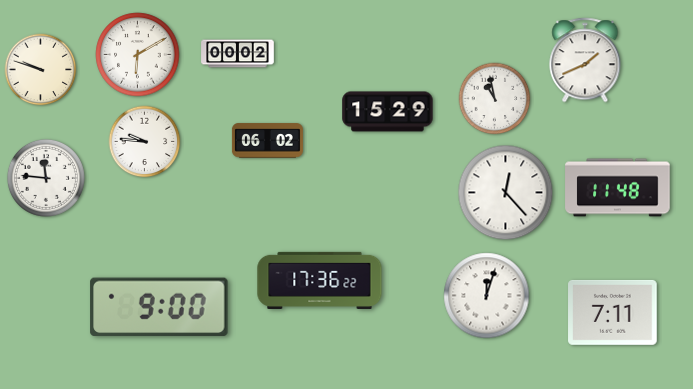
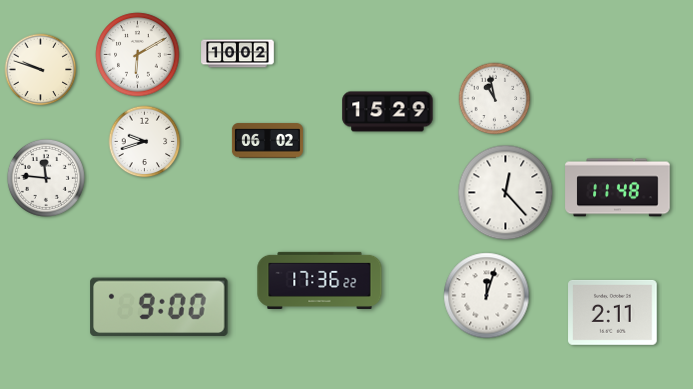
clock at (238, 54): 00:02 -> 10:02
clock at (585, 60): 1:41 -> none
clock at (145, 142): 9:46 -> 9:42
clock at (613, 312): 7:11 -> 2:11
